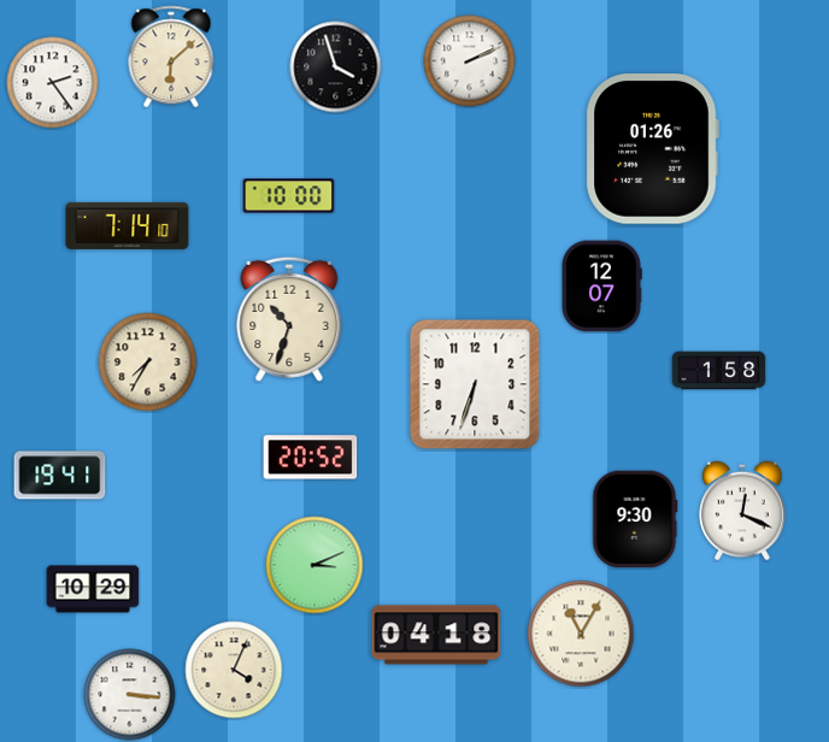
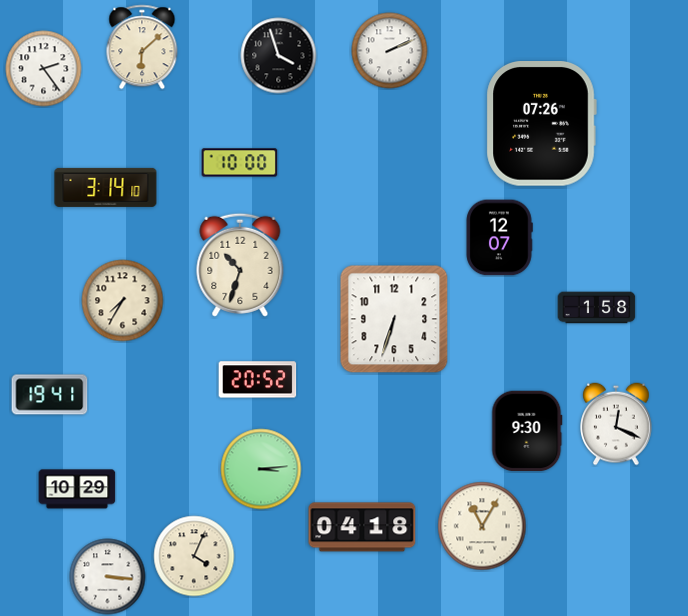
clock at (652, 149): 01:26 -> 07:26
clock at (128, 225): 7:14 -> 3:14
clock at (314, 565): 3:11 -> 3:14
